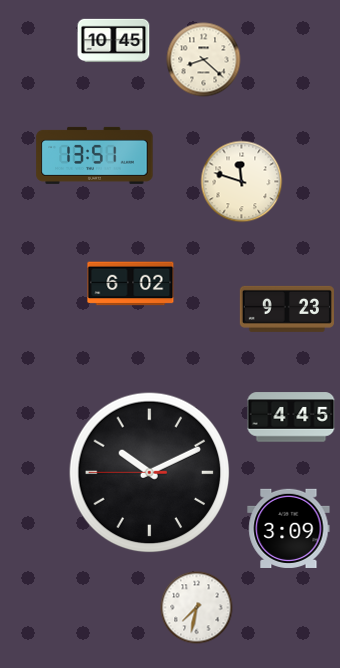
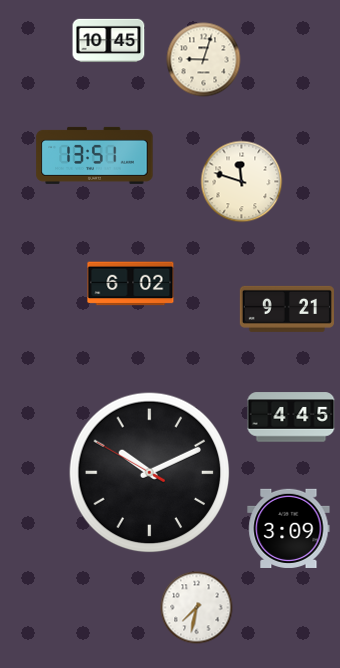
clock at (114, 41) position: (114, 41) -> (109, 41)
clock at (204, 60): 8:22 -> 9:03
clock at (287, 309): 9:23 -> 9:21
clock at (150, 473): 10:10:45 -> 10:10:50
